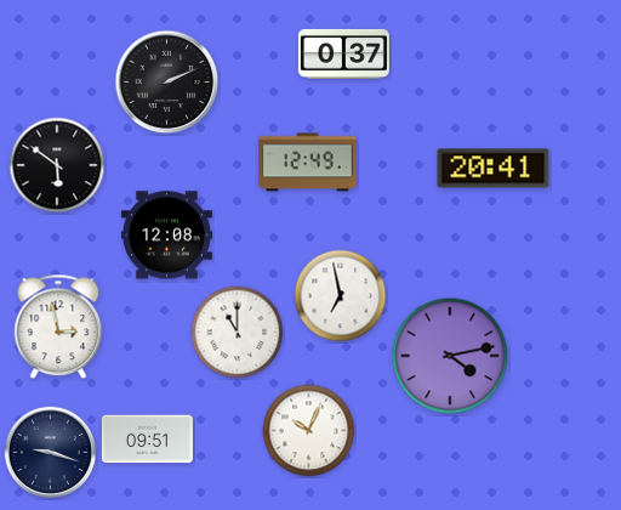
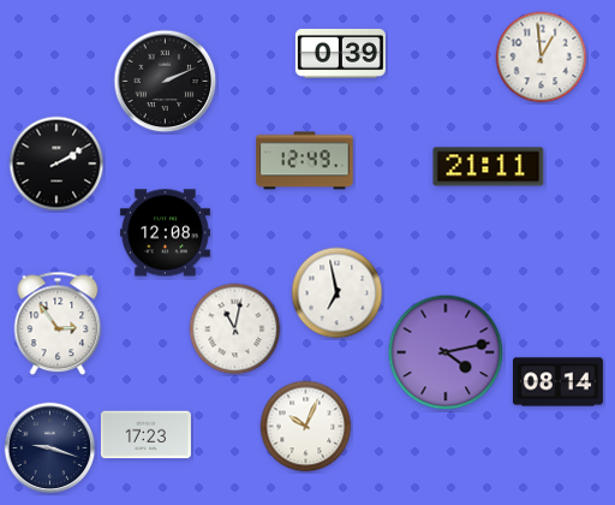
clock at (343, 53): 0:37 -> 0:39
clock at (542, 58): none -> 12:59
clock at (57, 165): 5:51 -> 2:10
clock at (494, 169): 20:41 -> 21:11
clock at (58, 327): 2:58 -> 2:54
clock at (238, 333): 11:00 -> 11:02
clock at (557, 382): none -> 08:14
clock at (147, 440): 09:51 -> 17:23
